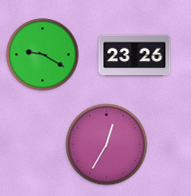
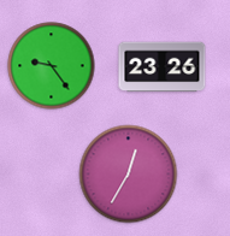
clock at (43, 55): 9:20 -> 9:24
